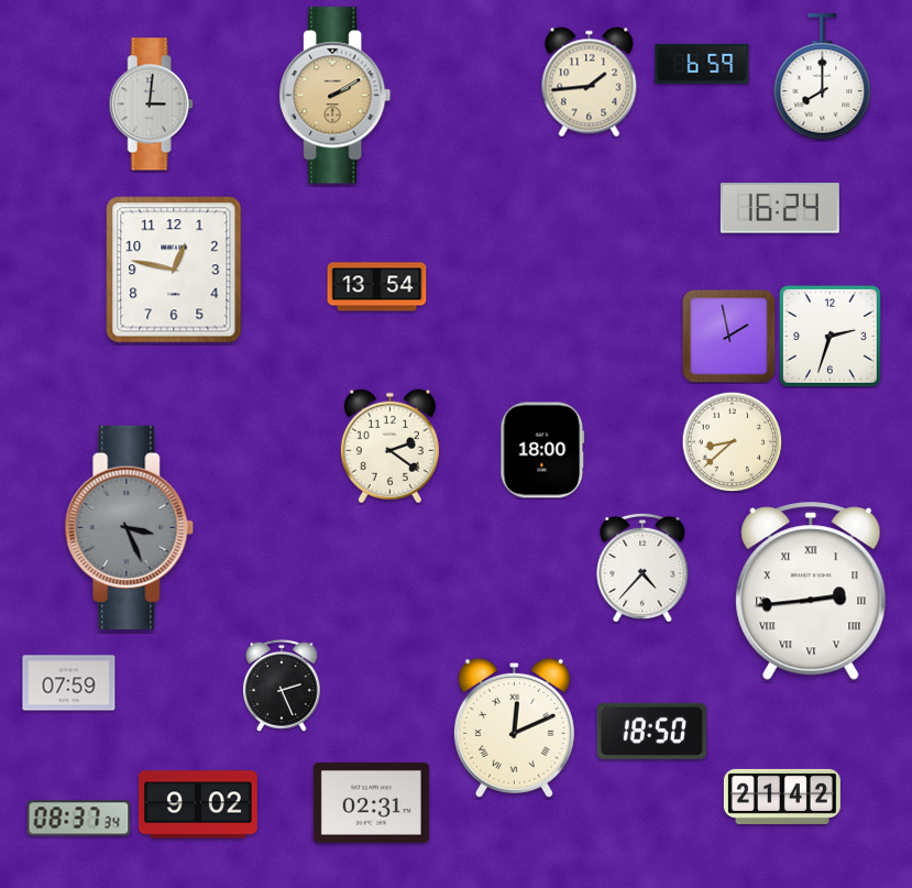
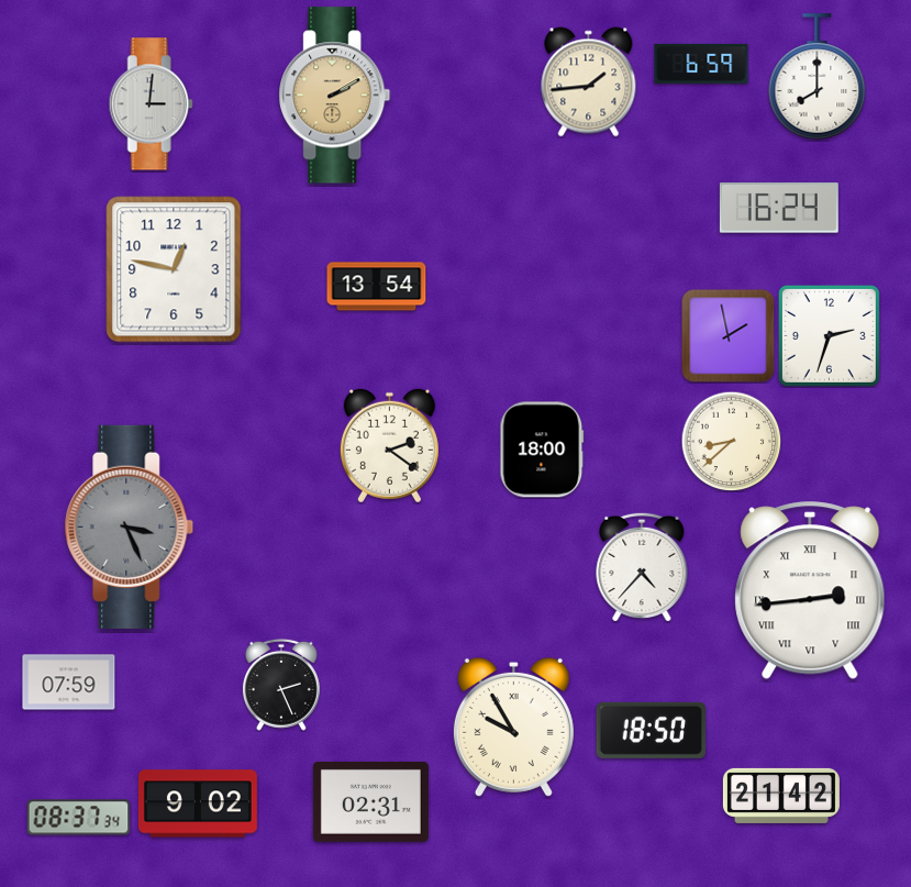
clock at (823, 77) position: (823, 77) -> (818, 77)
clock at (514, 727): 12:11 -> 9:55
